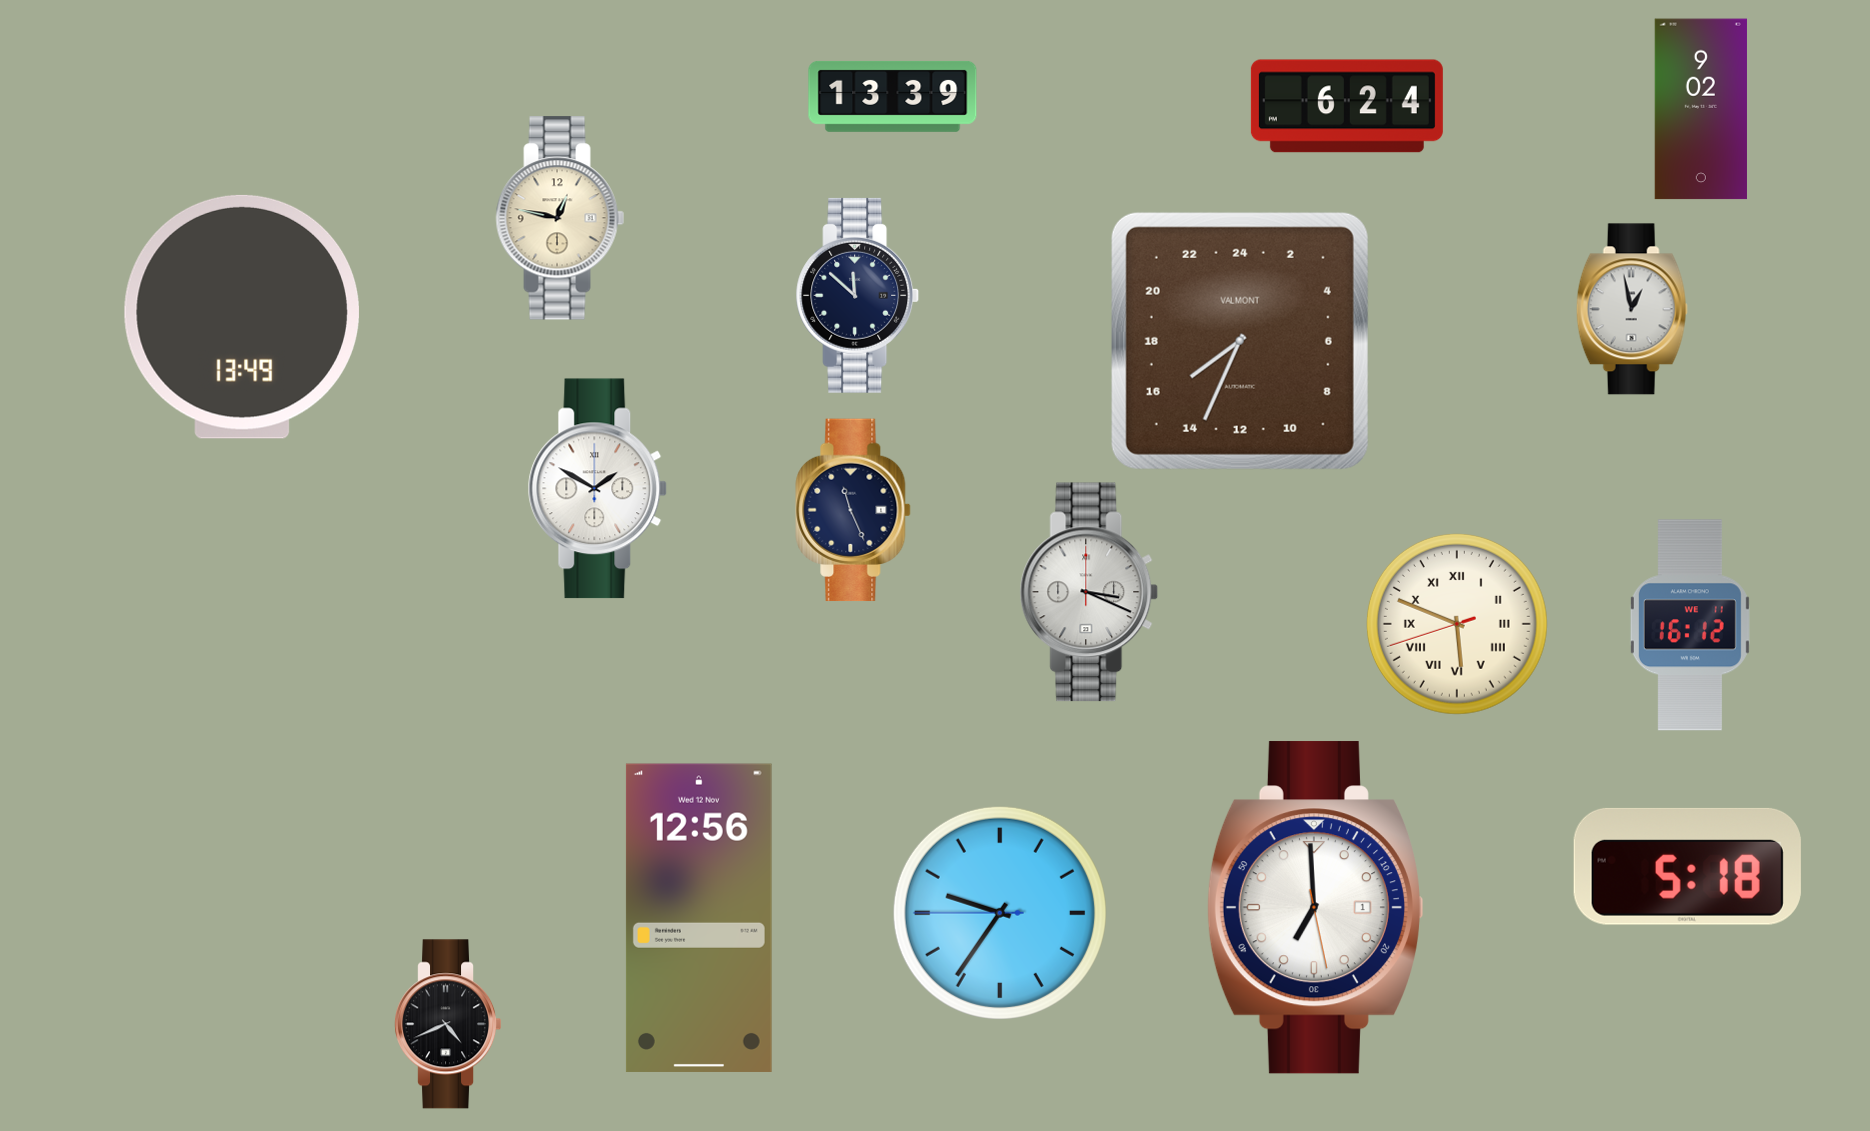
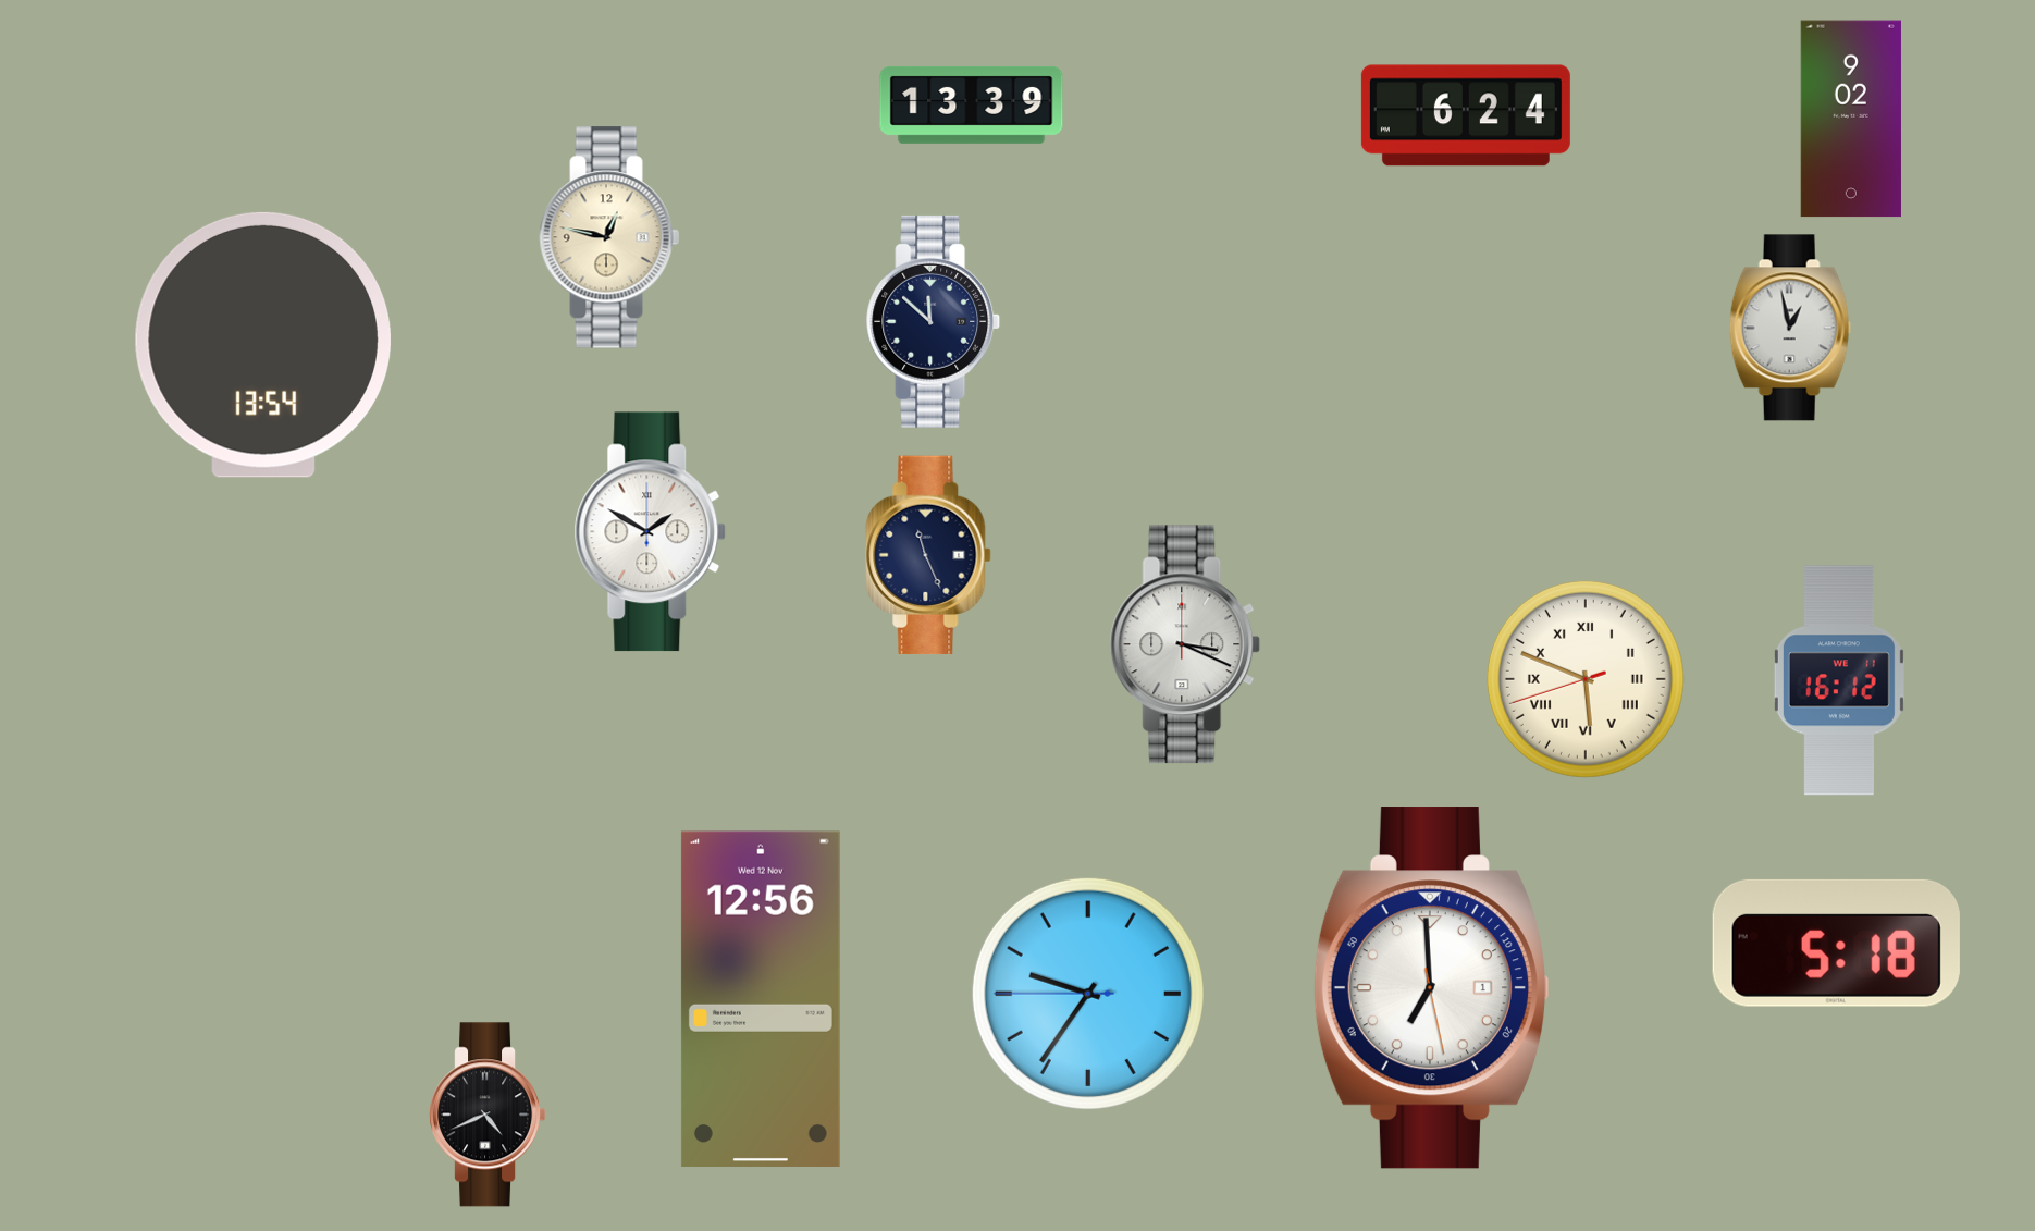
clock at (1632, 309) position: (1632, 309) -> (1790, 328)
clock at (242, 317): 13:49 -> 13:54
clock at (1240, 341): 15:34 -> none
